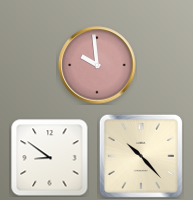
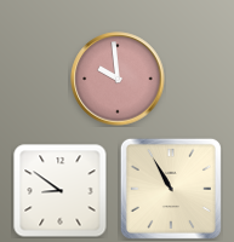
clock at (141, 156): 10:23 -> 10:55
